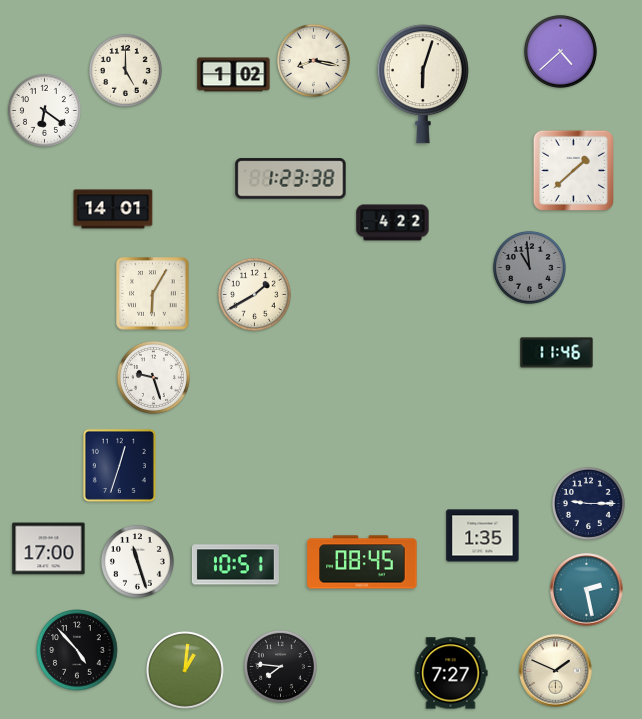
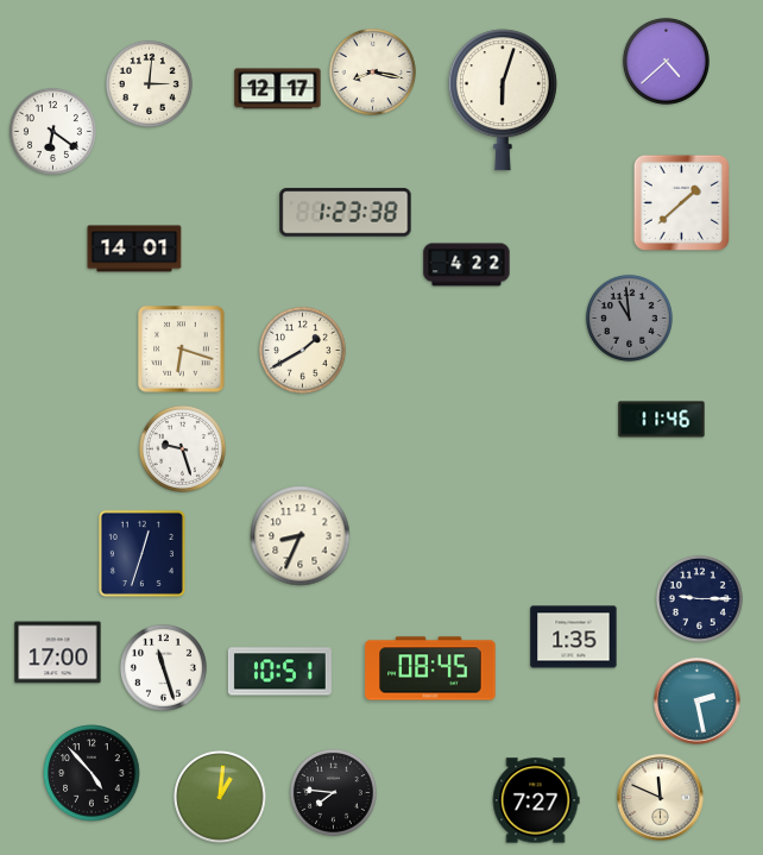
clock at (125, 70): 5:00 -> 3:01
clock at (234, 75): 1:02 -> 12:17
clock at (153, 294): 6:05 -> 6:18
clock at (301, 536): none -> 8:34
clock at (556, 671): 1:49 -> 11:49
